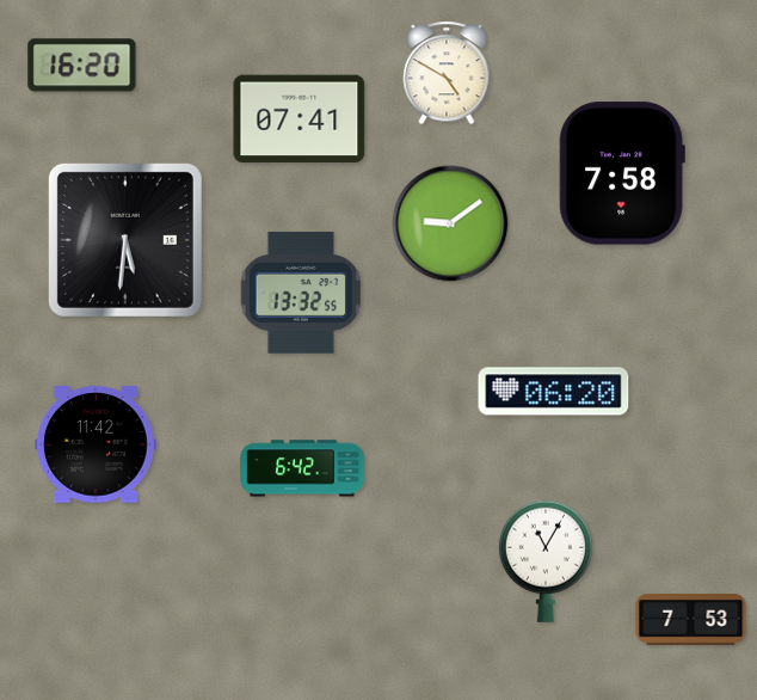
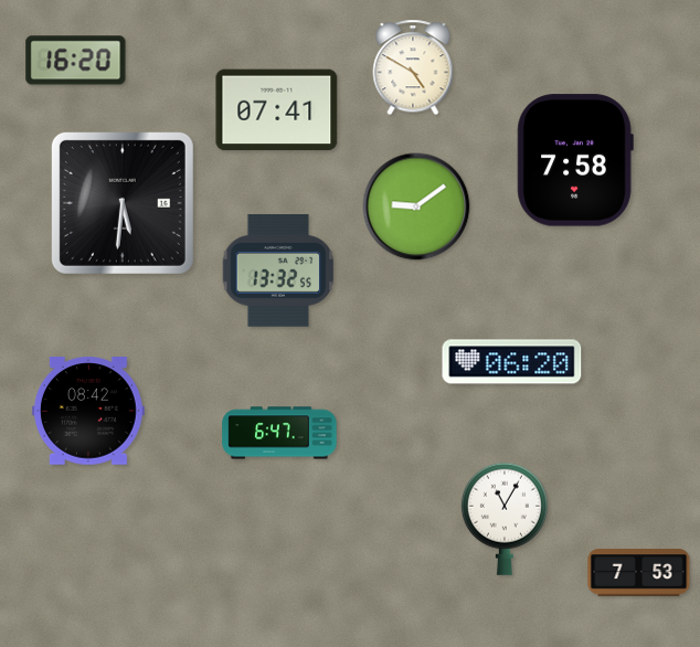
clock at (125, 240) position: (125, 240) -> (123, 203)
clock at (96, 444): 11:42 -> 08:42
clock at (302, 468): 6:42 -> 6:47
